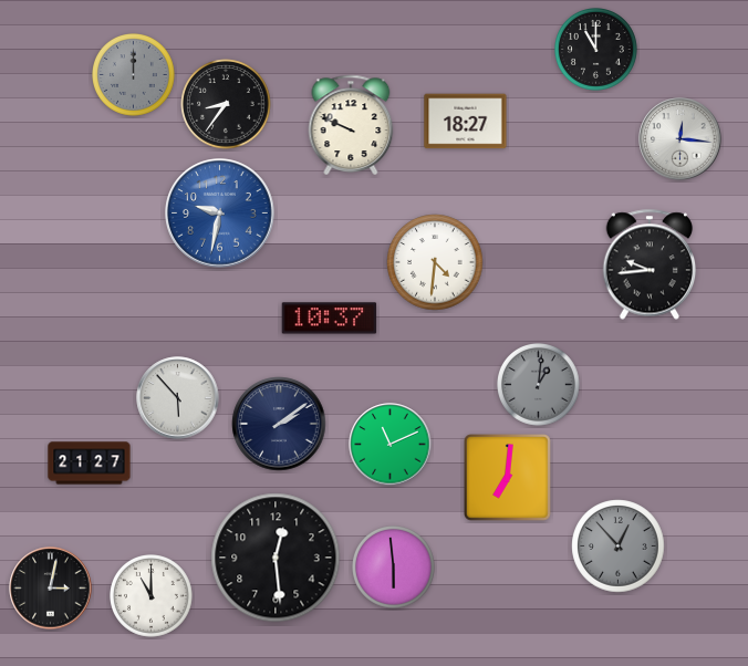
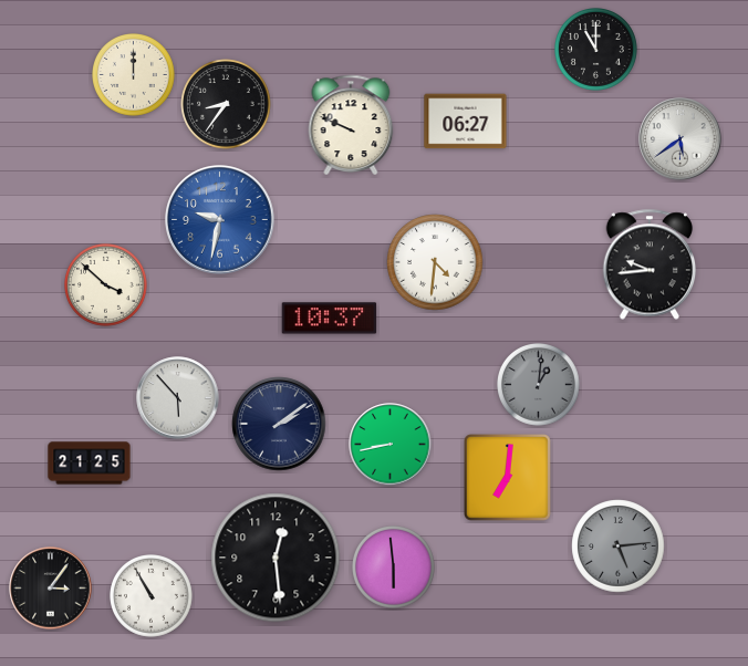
clock at (134, 75) dial: grey -> cream
clock at (466, 122): 18:27 -> 06:27
clock at (681, 139): 12:16 -> 5:39
clock at (220, 214) position: (220, 214) -> (220, 220)
clock at (106, 285): none -> 3:52
clock at (391, 445): 11:11 -> 8:43
clock at (90, 464): 21:27 -> 21:25
clock at (619, 547): 12:53 -> 5:14
clock at (51, 589): 3:02 -> 3:06
clock at (152, 596): 11:00 -> 10:55
